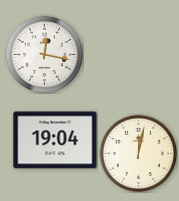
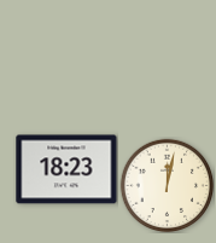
clock at (44, 54): 12:17 -> none
clock at (55, 140): 19:04 -> 18:23
